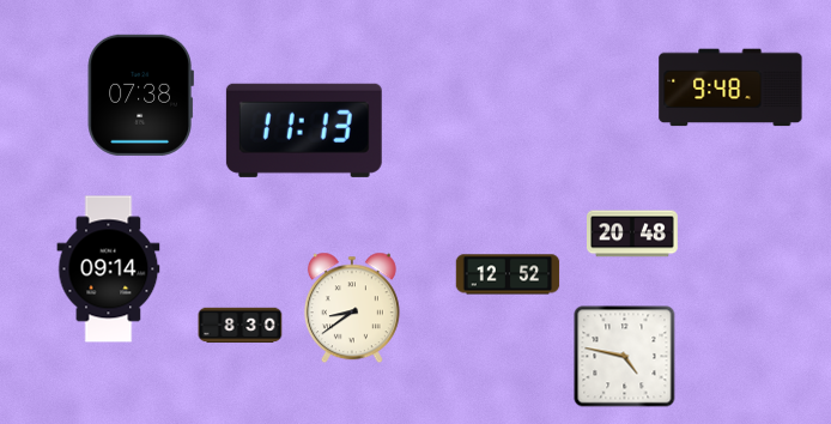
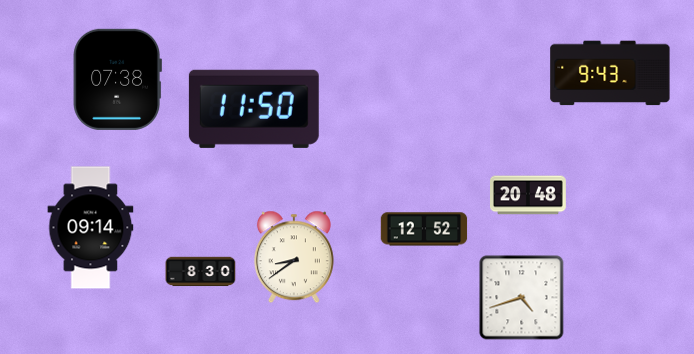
clock at (730, 87): 9:48 -> 9:43
clock at (304, 131): 11:13 -> 11:50
clock at (109, 269) position: (109, 269) -> (91, 228)
clock at (625, 357): 4:47 -> 4:42
